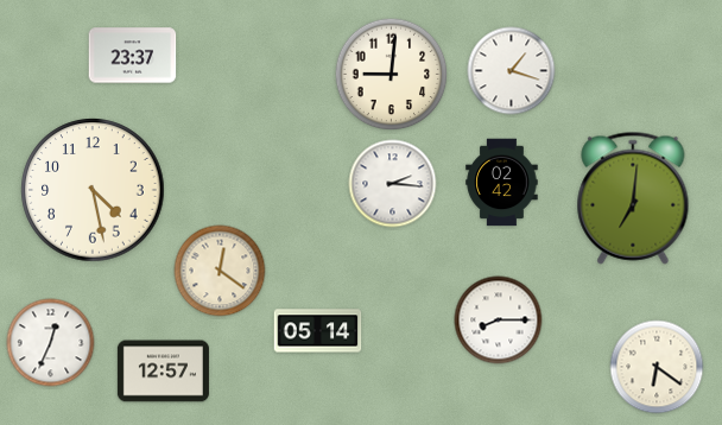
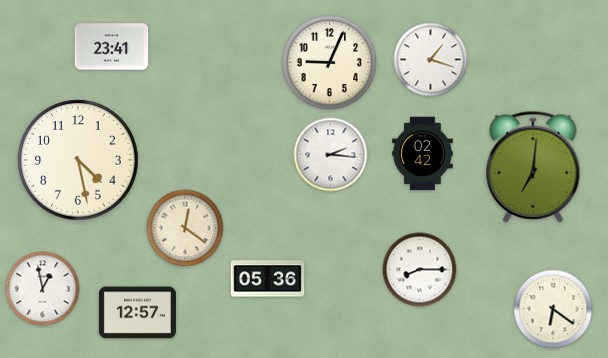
clock at (133, 56): 23:37 -> 23:41
clock at (392, 75): 9:01 -> 9:04
clock at (318, 331): 05:14 -> 05:36
clock at (51, 343): 12:34 -> 12:58
